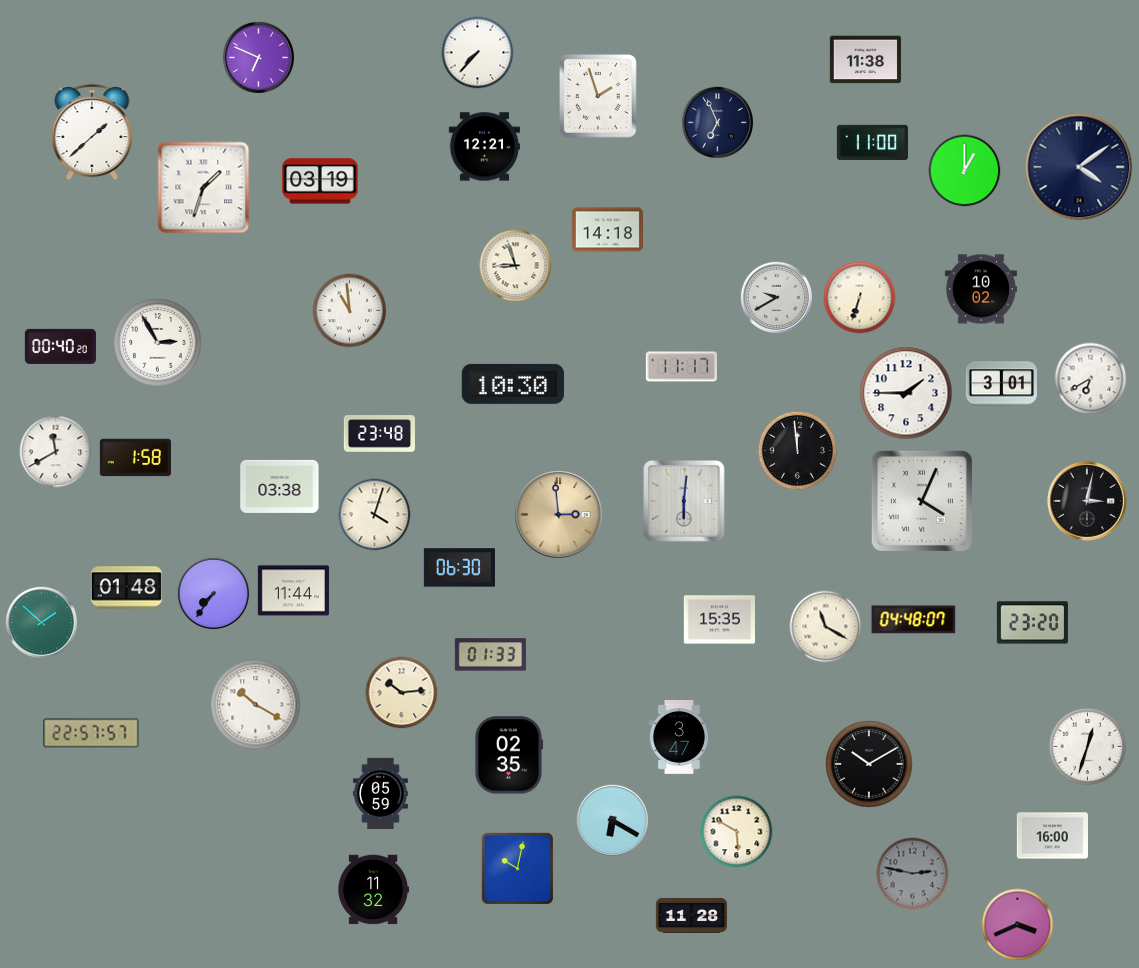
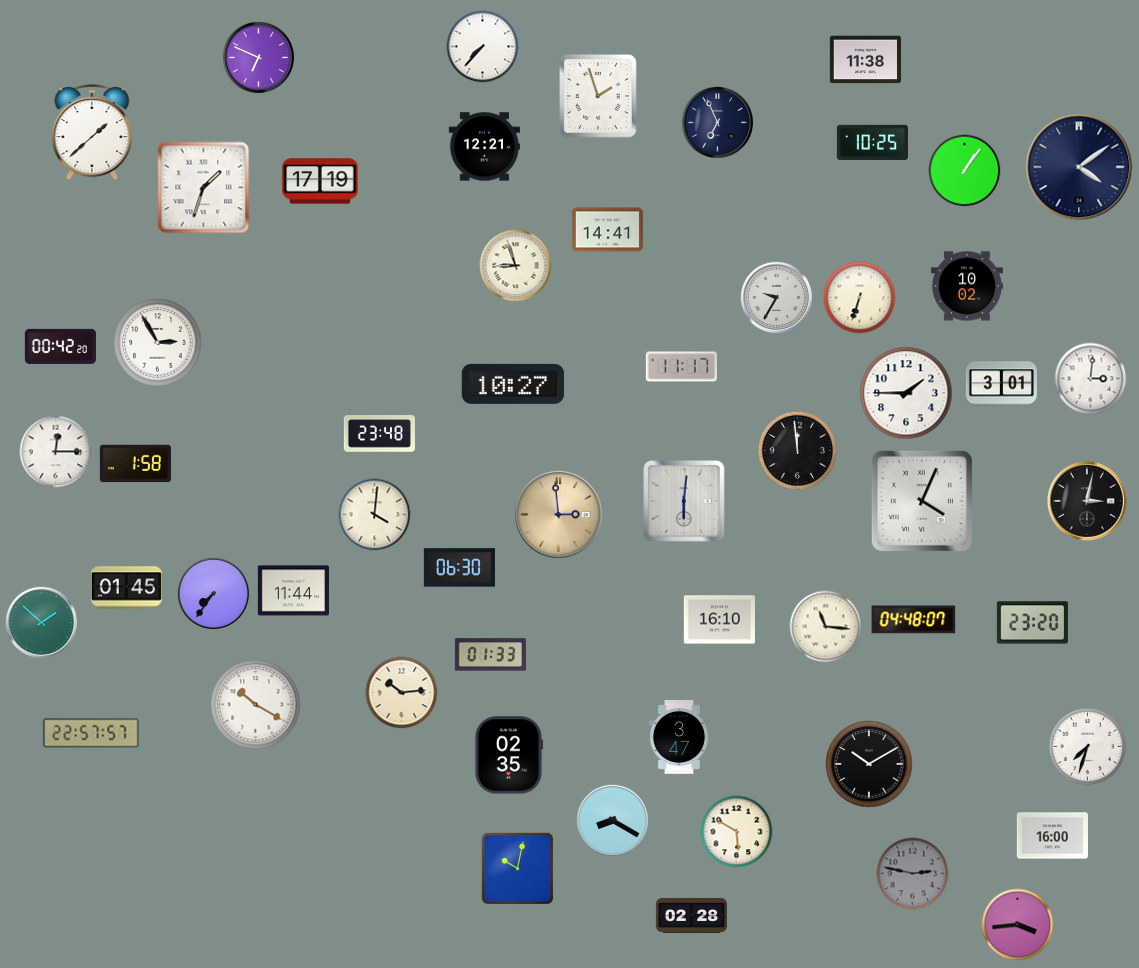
clock at (478, 53) position: (478, 53) -> (483, 47)
clock at (872, 143): 11:00 -> 10:25
clock at (965, 171): 1:00 -> 1:06
clock at (320, 181): 03:19 -> 17:19
clock at (607, 230): 14:18 -> 14:41
clock at (981, 289) position: (981, 289) -> (967, 286)
clock at (776, 297): 9:40 -> 9:35
clock at (350, 311): 10:59 -> none
clock at (60, 346): 00:40 -> 00:42
clock at (1091, 379): 6:40 -> 3:01
clock at (512, 384): 10:30 -> 10:27
clock at (56, 452): 11:40 -> 12:15
clock at (135, 458) position: (135, 458) -> (135, 464)
clock at (280, 486): 03:38 -> none
clock at (375, 515): 4:03 -> 4:01
clock at (126, 588): 01:48 -> 01:45
clock at (719, 620): 15:35 -> 16:10
clock at (826, 627): 11:20 -> 11:16
clock at (1088, 747): 12:33 -> 7:33
clock at (380, 793): 05:59 -> none
clock at (612, 820): 6:20 -> 8:20
clock at (373, 890): 11:32 -> none
clock at (691, 915): 11:28 -> 02:28
clock at (1018, 925): 3:41 -> 3:44
